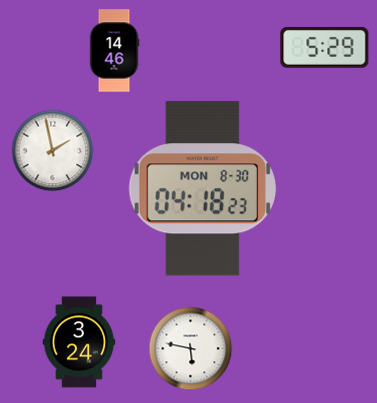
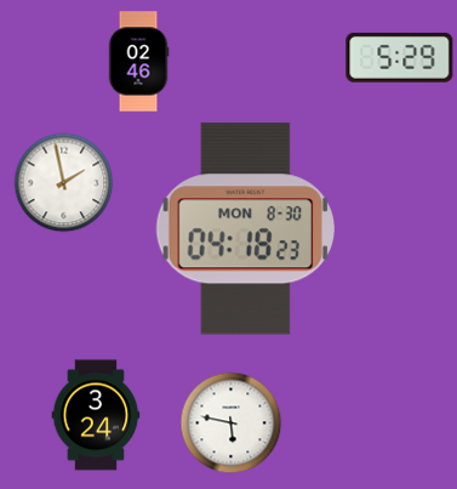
clock at (325, 47) position: (325, 47) -> (400, 57)
clock at (114, 51): 14:46 -> 02:46
